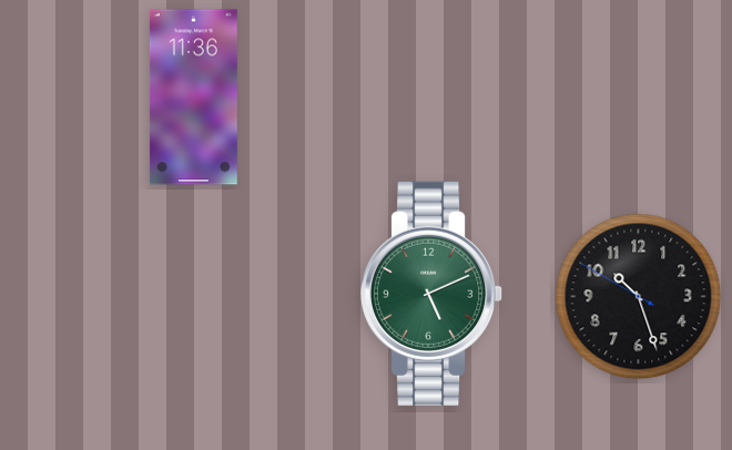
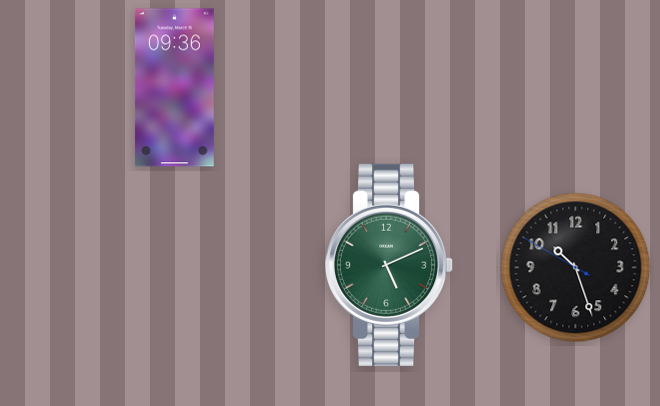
clock at (193, 98): 11:36 -> 09:36
